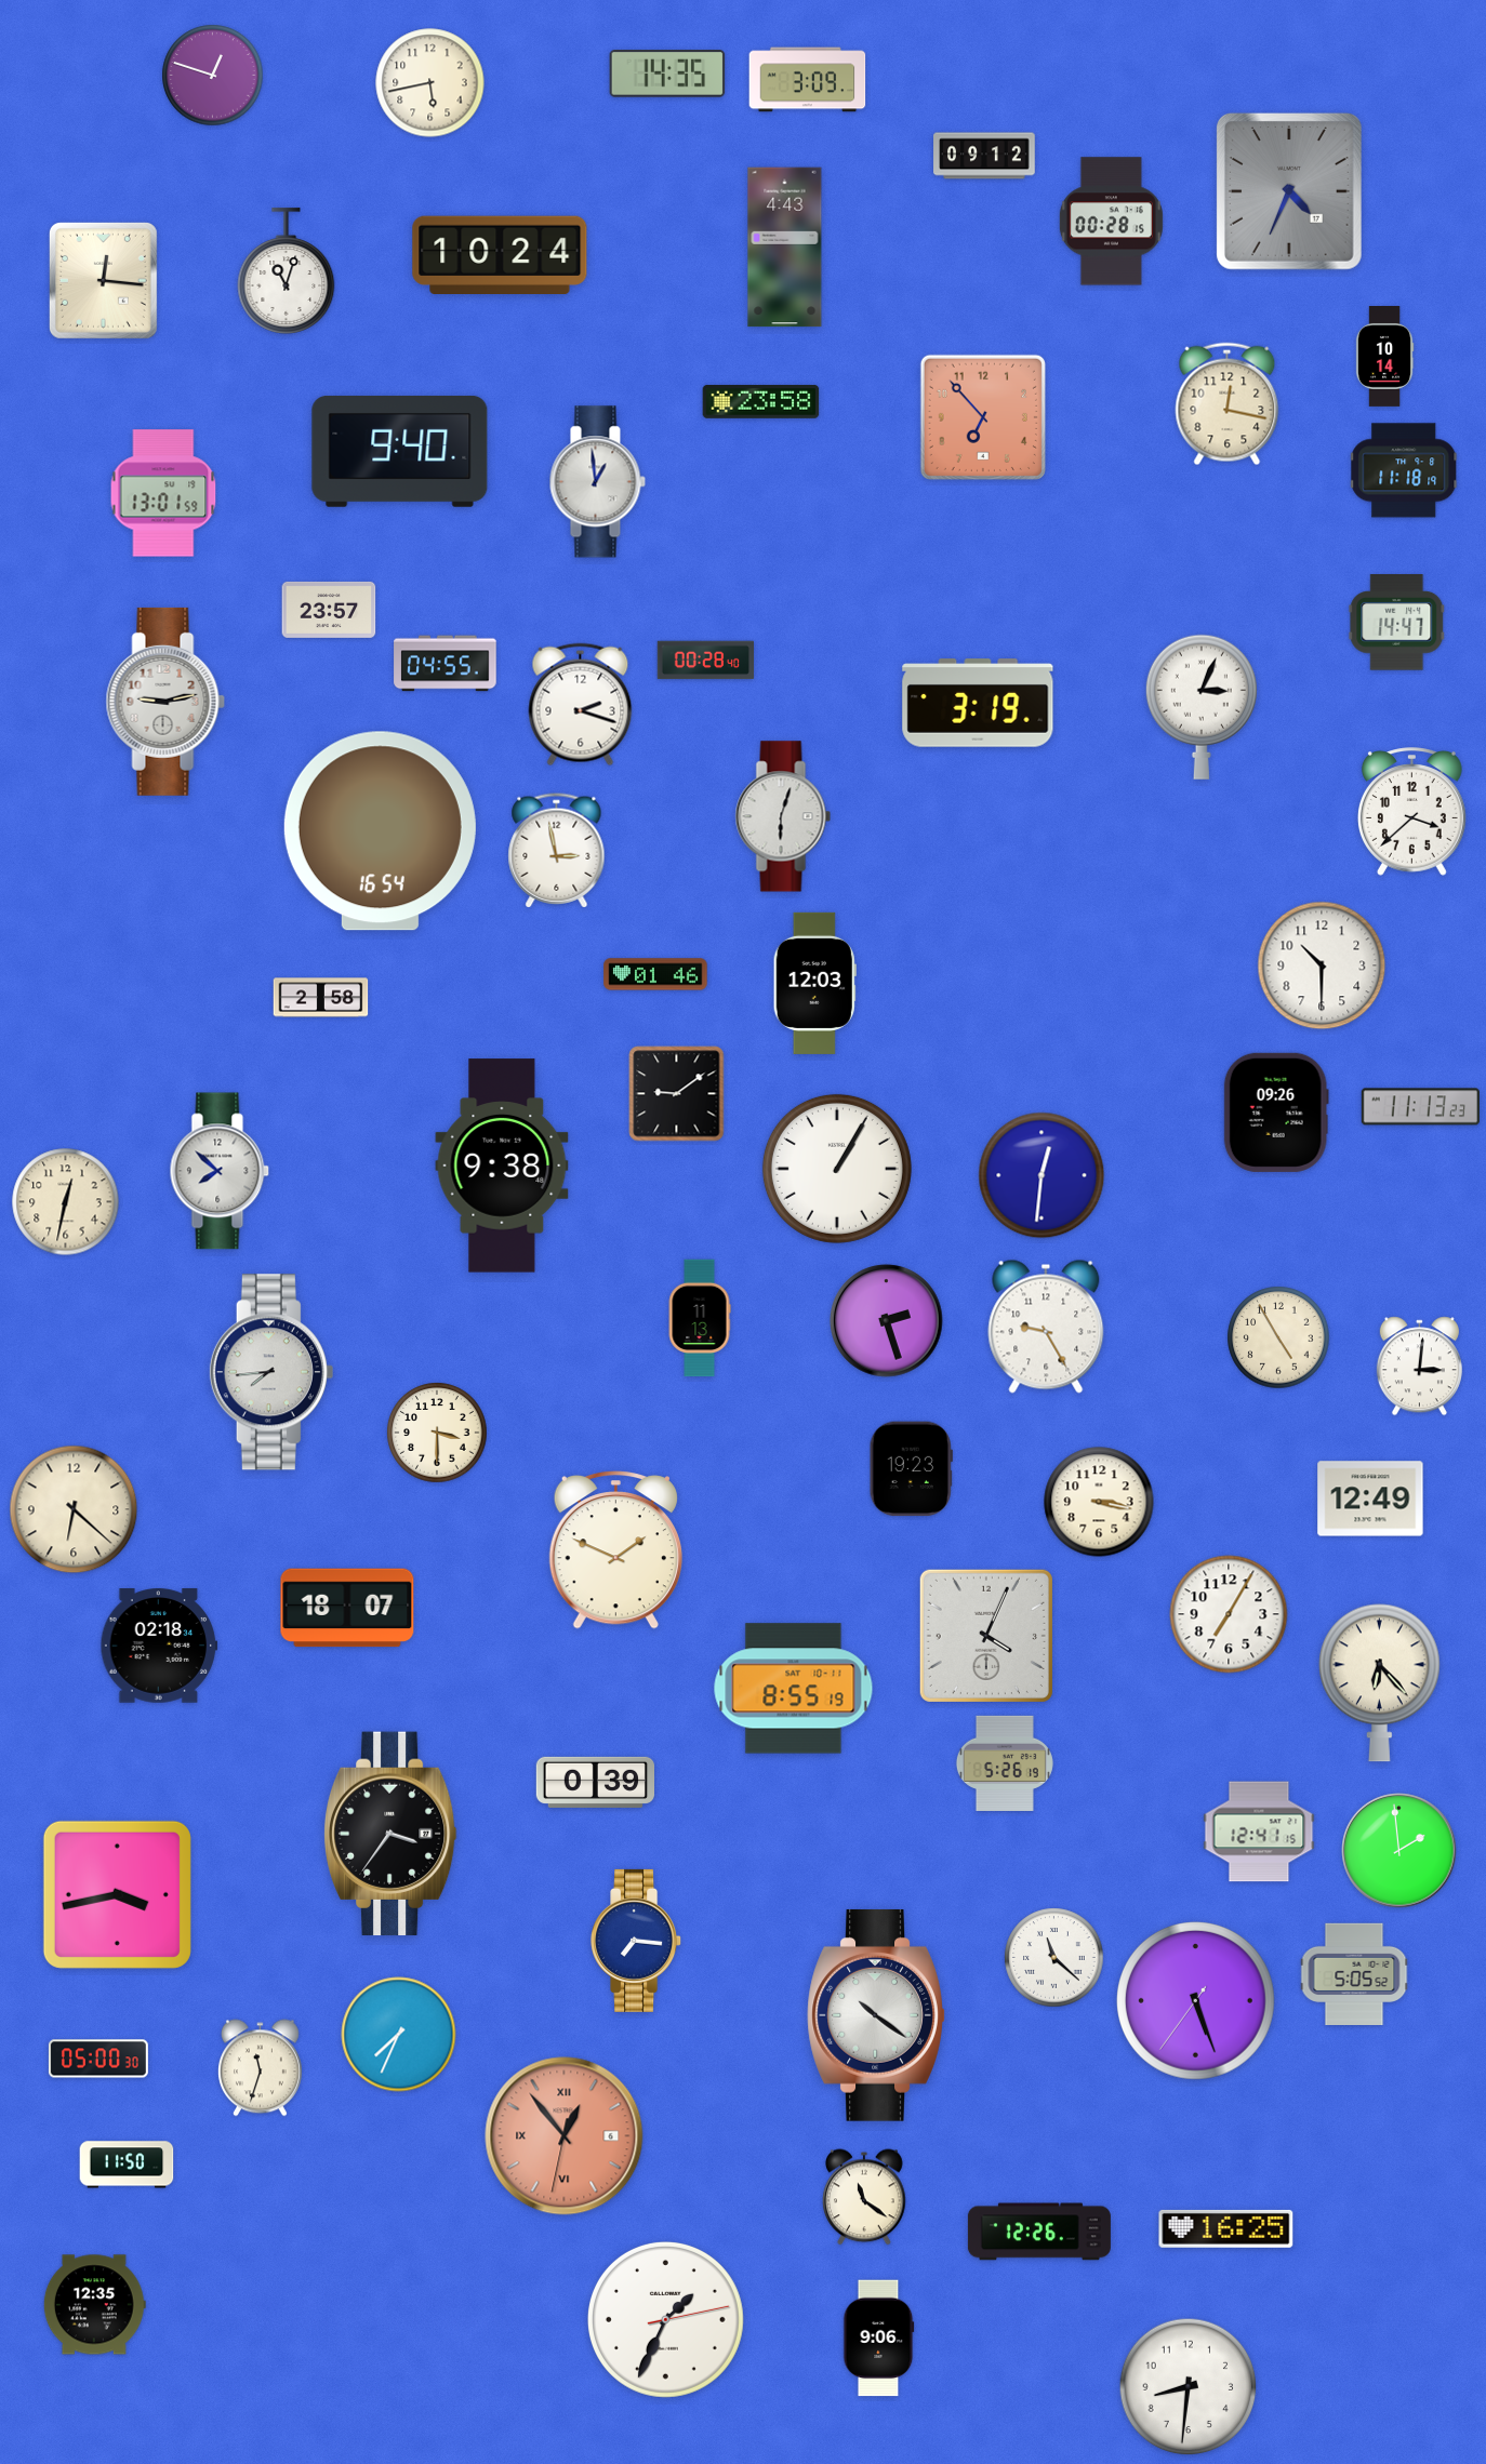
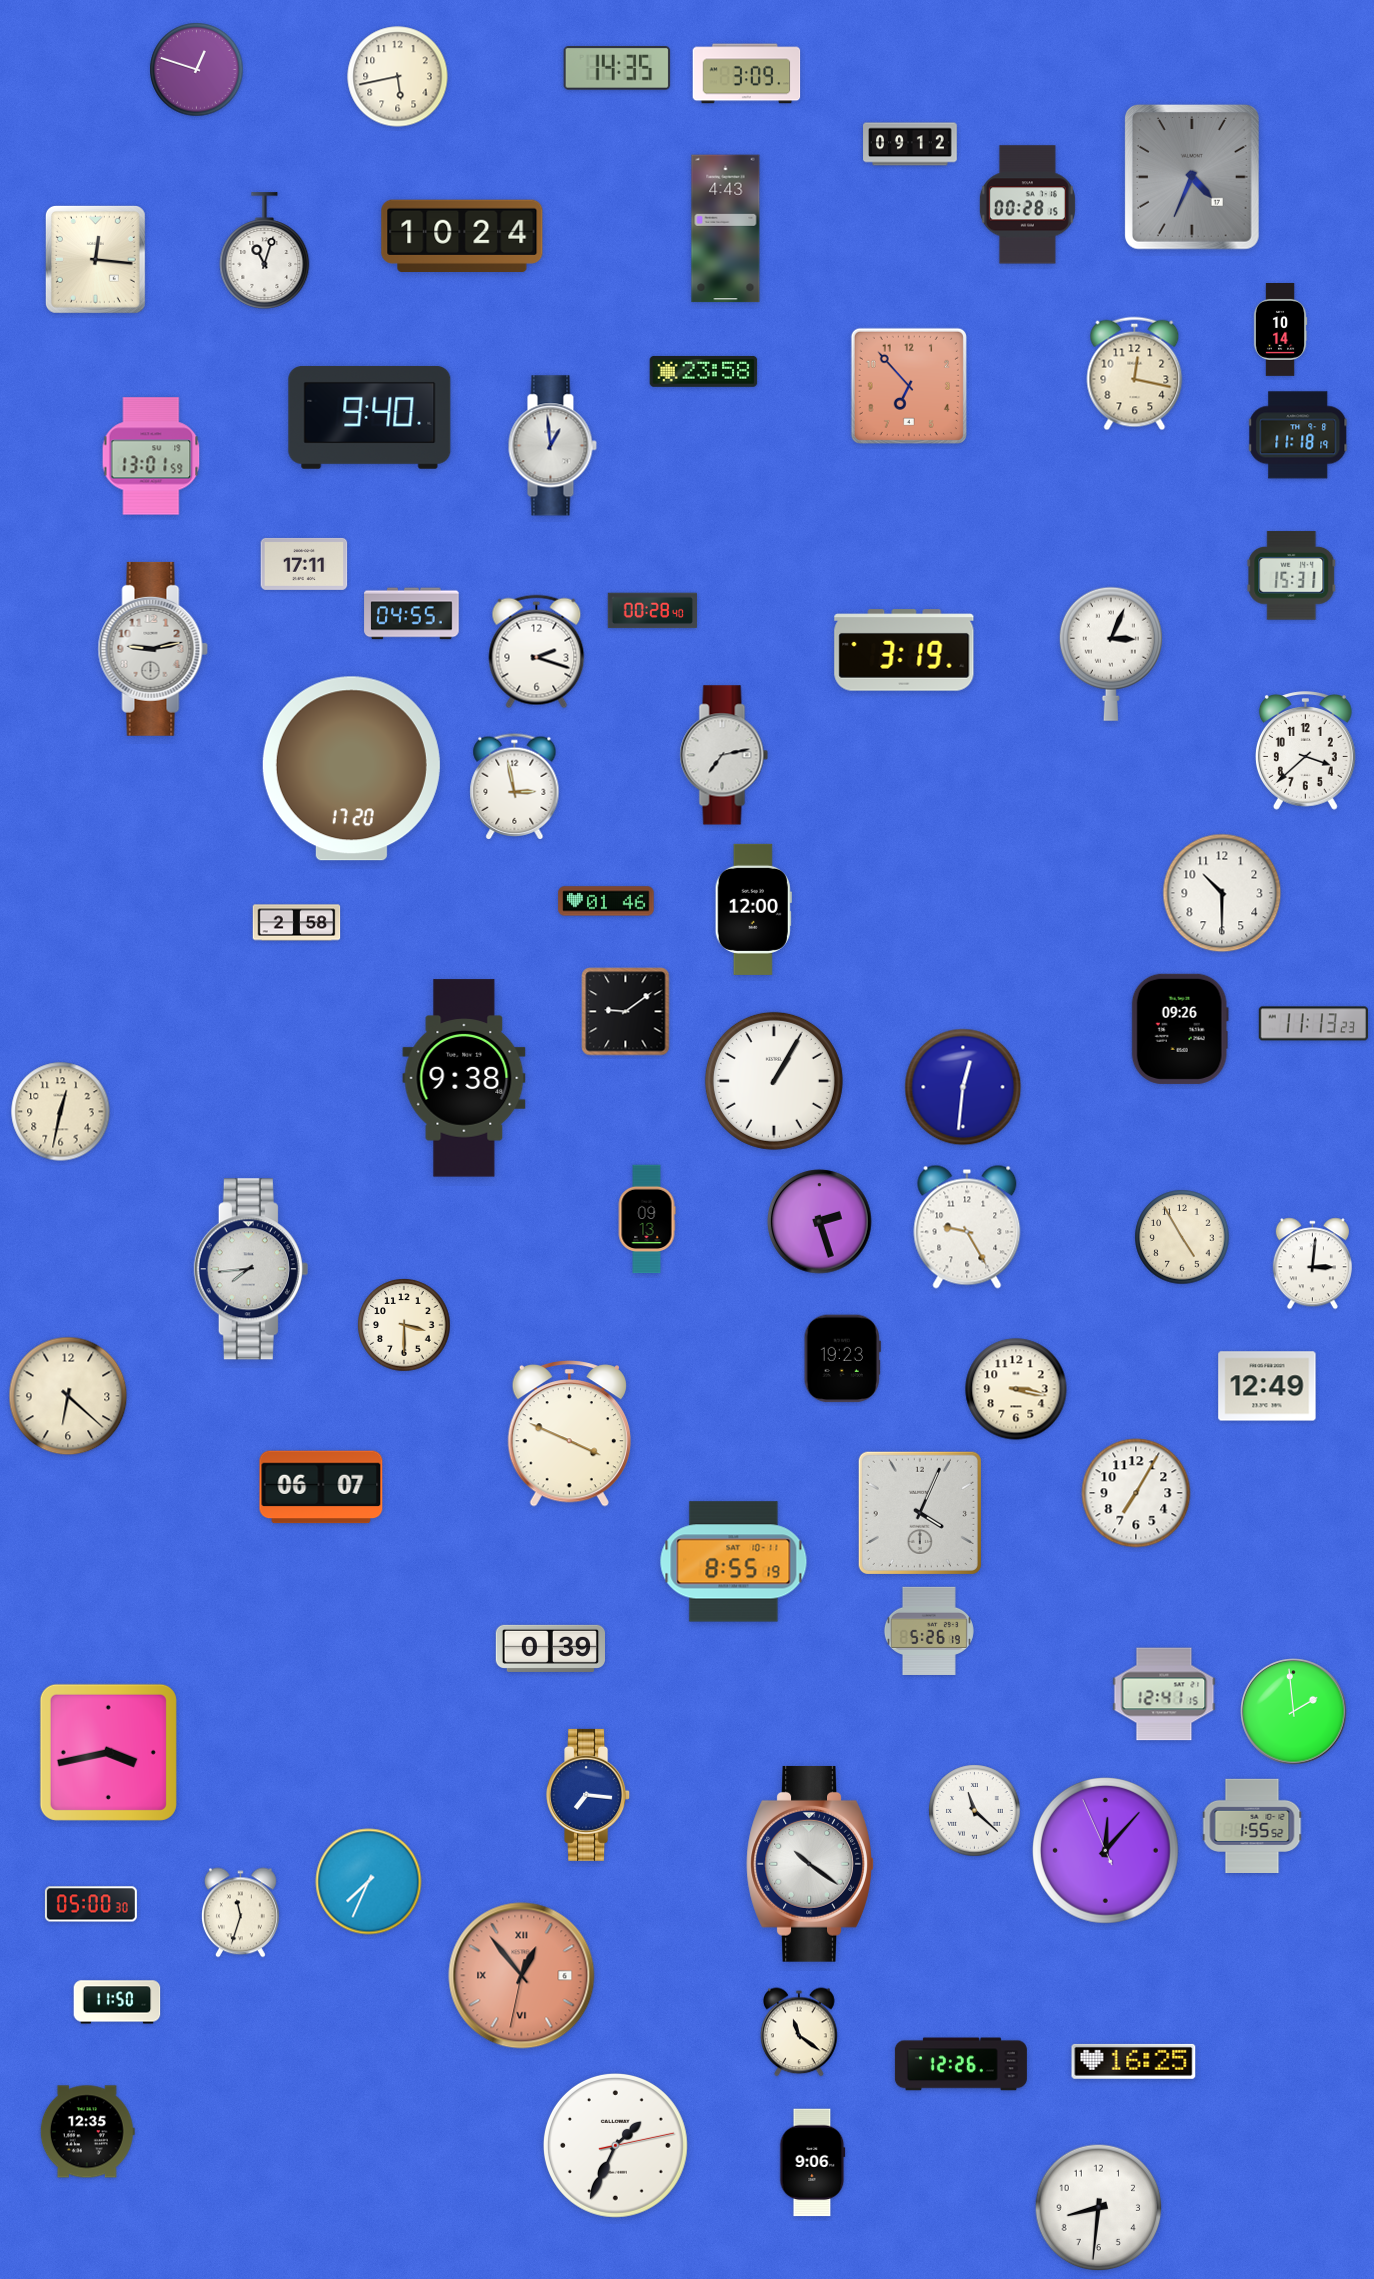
clock at (329, 610): 23:57 -> 17:11
clock at (1397, 623): 14:47 -> 15:31
clock at (783, 816): 6:03 -> 7:13
clock at (380, 831): 16:54 -> 17:20
clock at (814, 983): 12:03 -> 12:00
clock at (220, 1171): 7:52 -> none
clock at (700, 1318): 11:13 -> 09:13
clock at (615, 1550): 1:49 -> 3:49
clock at (347, 1608): 18:07 -> 06:07
clock at (986, 1636) position: (986, 1636) -> (920, 1513)
clock at (159, 1646): 02:18 -> none
clock at (1379, 1683): 6:23 -> none
clock at (390, 1834): 3:36 -> none
clock at (1354, 1974): 5:05 -> 1:55
clock at (1196, 2001): 5:26 -> 12:06
